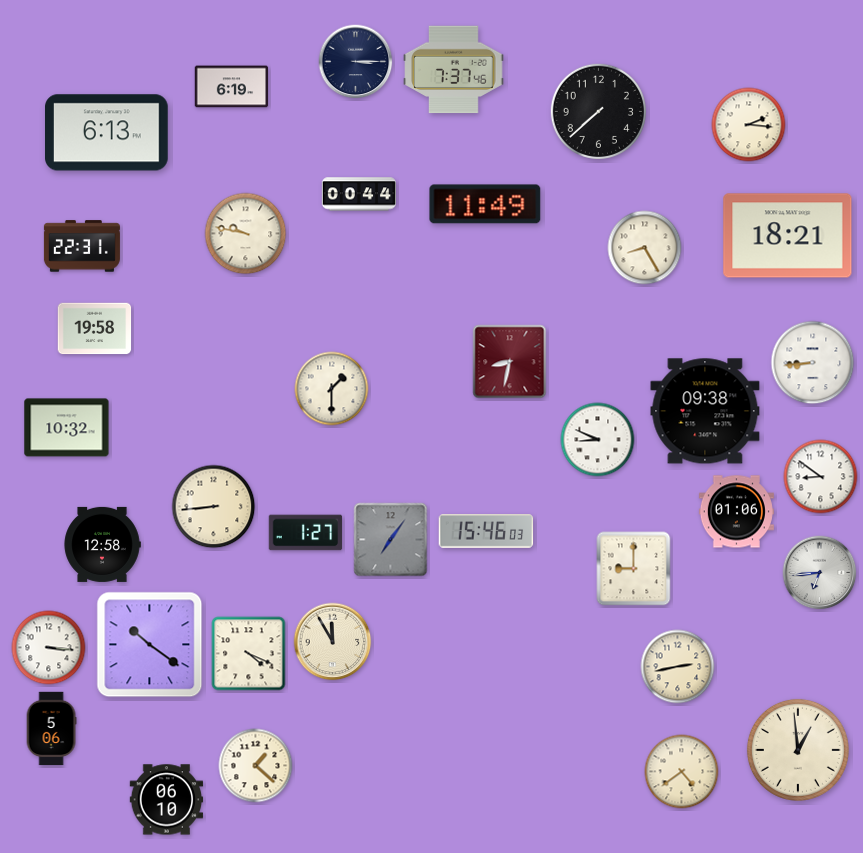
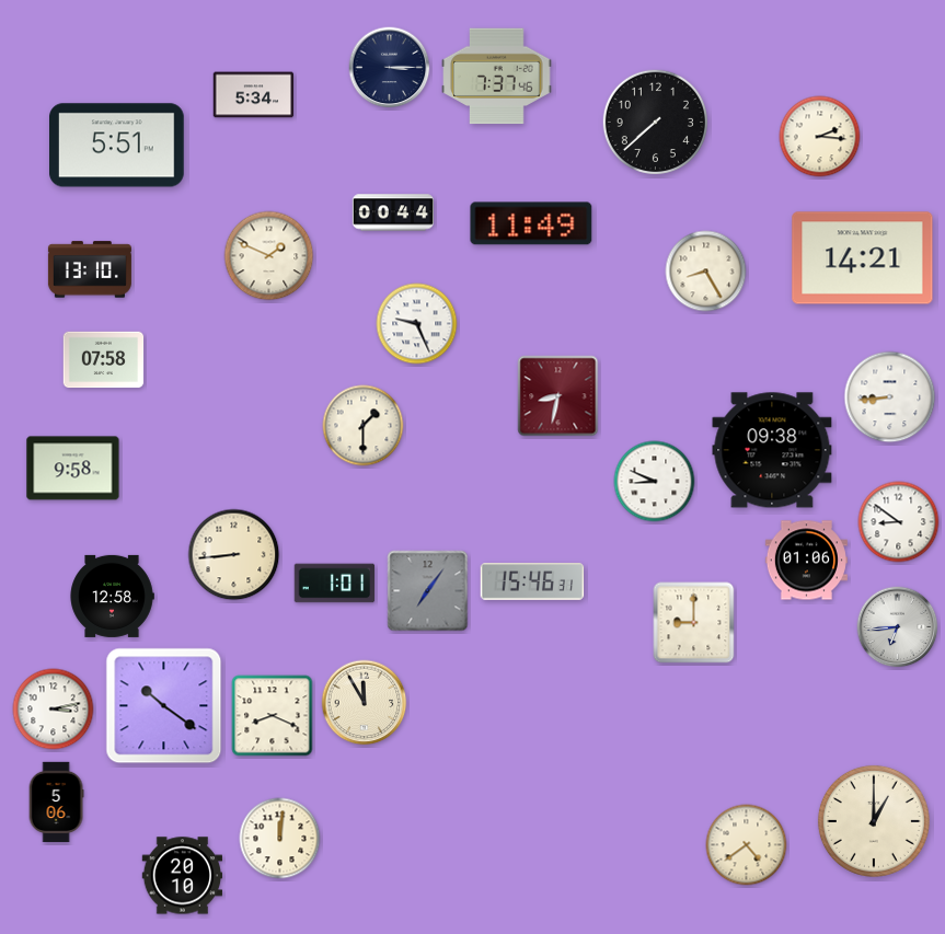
clock at (232, 87): 6:19 -> 5:34
clock at (107, 133): 6:13 -> 5:51
clock at (246, 234): 9:47 -> 1:49
clock at (788, 236): 18:21 -> 14:21
clock at (82, 246): 22:31 -> 13:10
clock at (417, 324): none -> 9:26
clock at (95, 329): 19:58 -> 07:58
clock at (67, 428): 10:32 -> 9:58
clock at (486, 531): 15:46:03 -> 15:46:31
clock at (306, 533): 1:27 -> 1:01
clock at (49, 648): 3:16 -> 3:13
clock at (249, 654): 4:19 -> 8:19
clock at (678, 667): 2:43 -> none
clock at (51, 729) position: (51, 729) -> (56, 803)
clock at (798, 750): 12:59 -> 1:00
clock at (256, 766): 1:22 -> 12:01
clock at (167, 800): 06:10 -> 20:10
